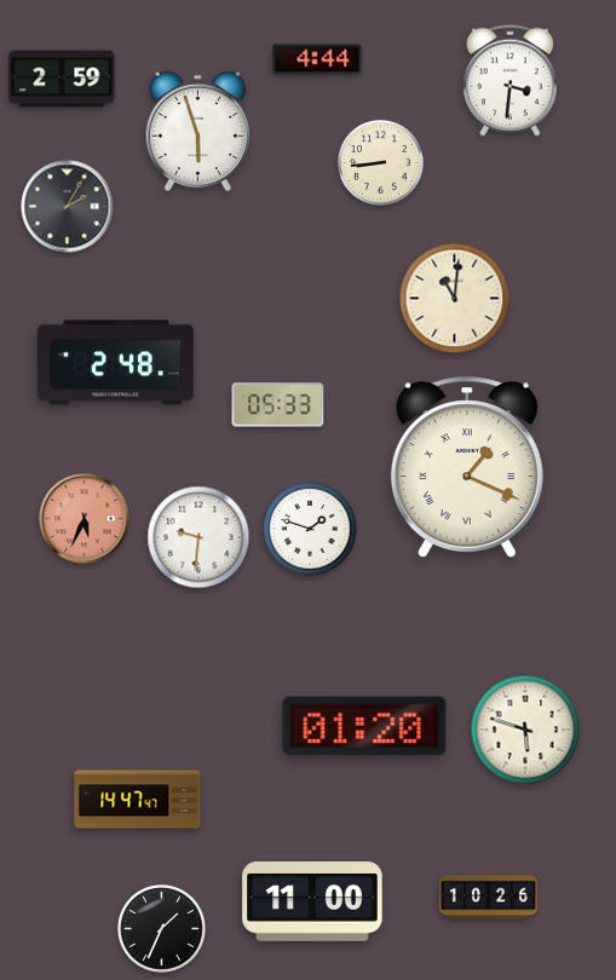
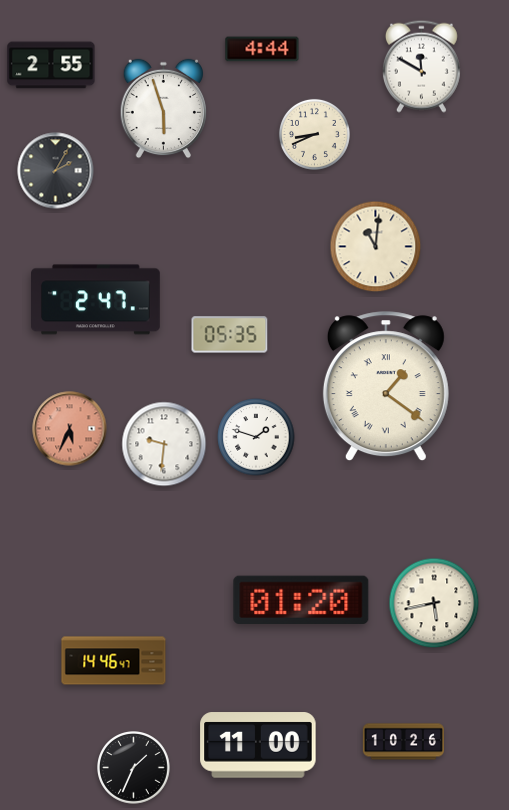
clock at (62, 79): 2:59 -> 2:55
clock at (510, 80): 3:31 -> 11:50
clock at (380, 162): 8:44 -> 8:41
clock at (116, 363): 2:48 -> 2:47
clock at (278, 405): 05:33 -> 05:35
clock at (467, 468): 1:19 -> 1:21
clock at (525, 730): 5:48 -> 5:43
clock at (138, 800): 14:47 -> 14:46
